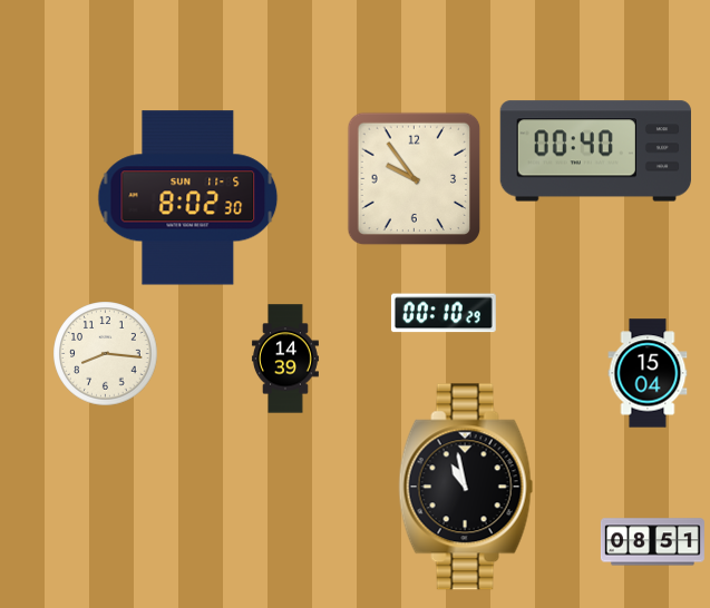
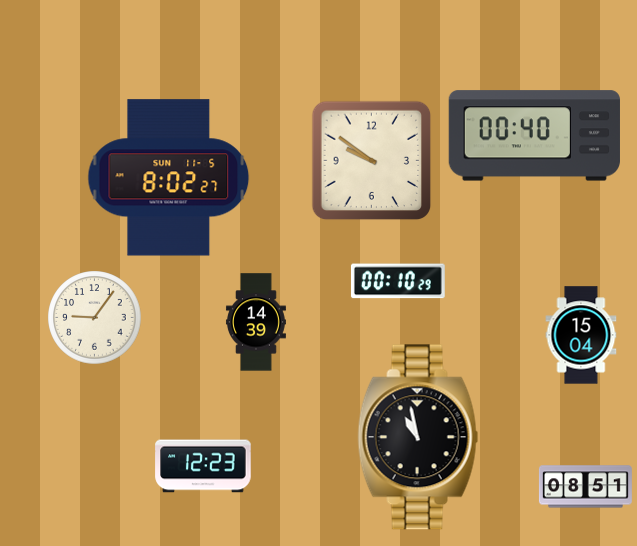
clock at (415, 179): 9:54 -> 9:51
clock at (188, 198): 8:02:30 -> 8:02:27
clock at (106, 354): 8:16 -> 9:06
clock at (203, 466): none -> 12:23
